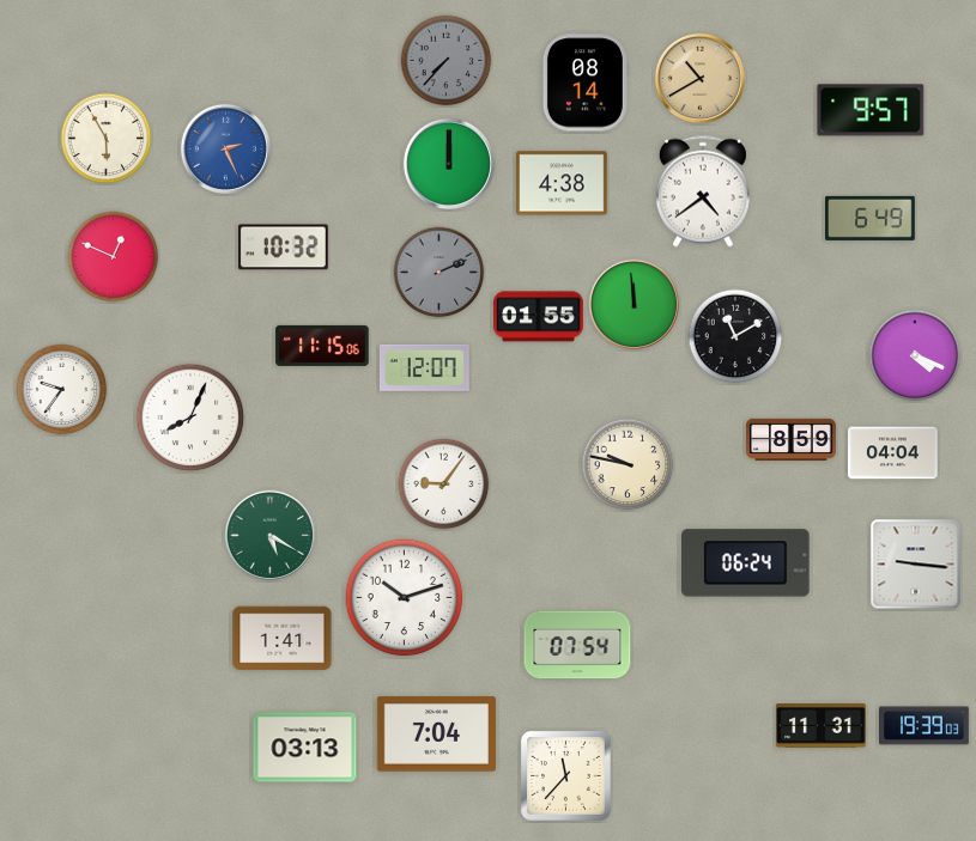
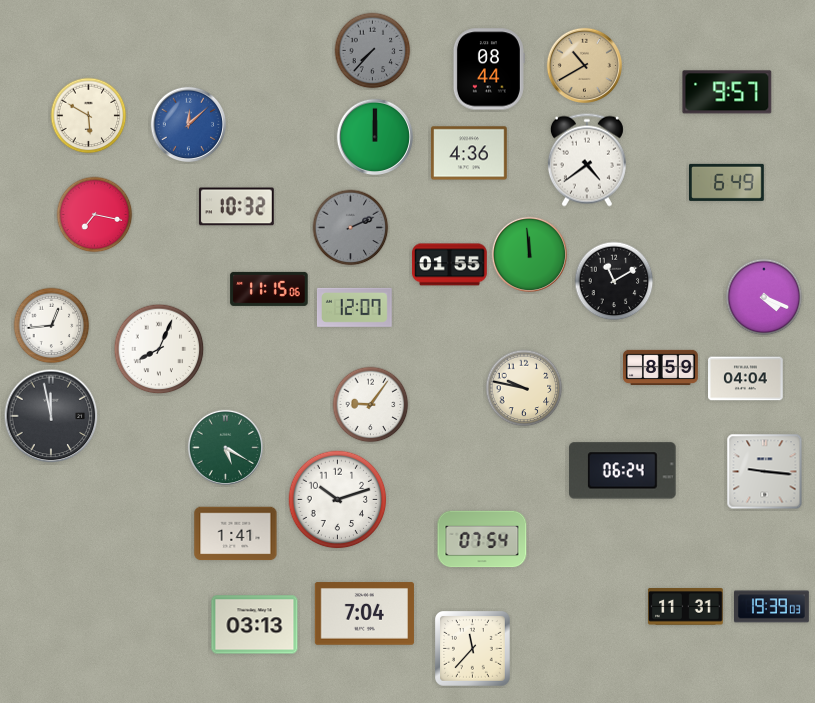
clock at (586, 83): 08:14 -> 08:44
clock at (107, 139): 5:55 -> 5:50
clock at (225, 148): 2:26 -> 12:08
clock at (562, 183): 4:38 -> 4:36
clock at (114, 257): 12:49 -> 7:17
clock at (439, 273) position: (439, 273) -> (351, 228)
clock at (62, 390): 9:36 -> 12:44
clock at (51, 416): none -> 11:58
